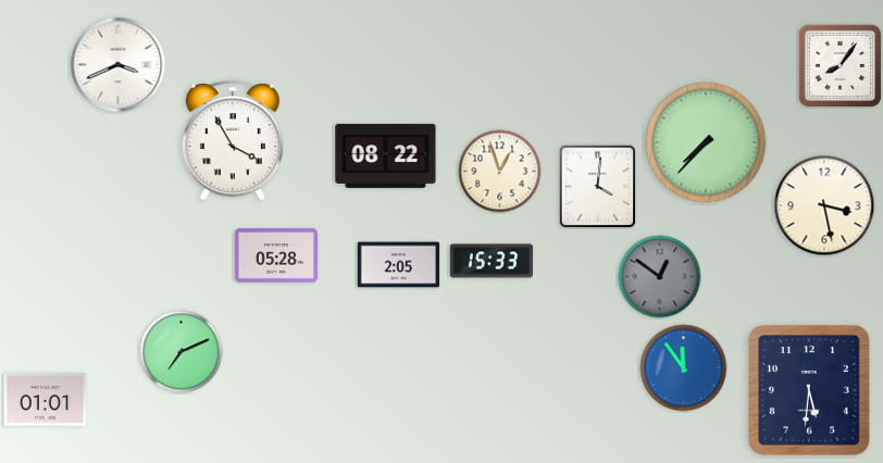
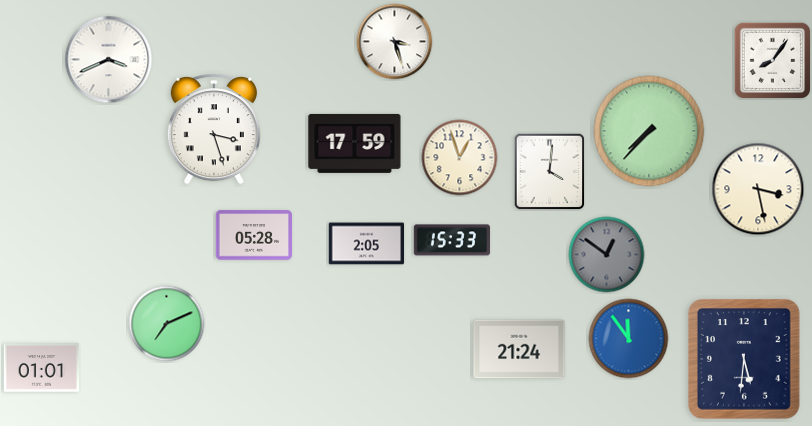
clock at (395, 42): none -> 3:27
clock at (233, 140): 3:55 -> 3:27
clock at (386, 155): 08:22 -> 17:59
clock at (519, 349): none -> 21:24
